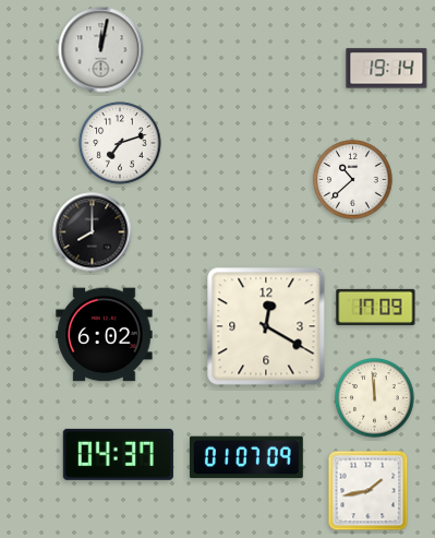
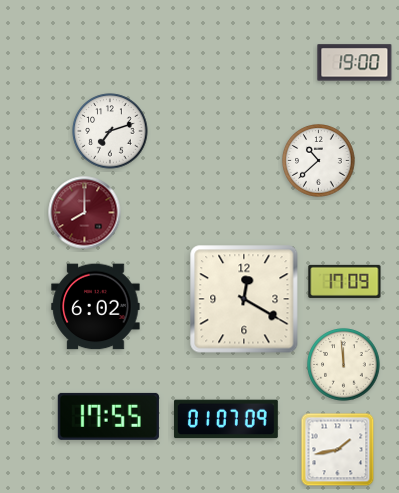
clock at (101, 50): 12:02 -> none
clock at (387, 69): 19:14 -> 19:00
clock at (353, 180) position: (353, 180) -> (319, 161)
clock at (93, 232) dial: black -> burgundy
clock at (118, 454): 04:37 -> 17:55
